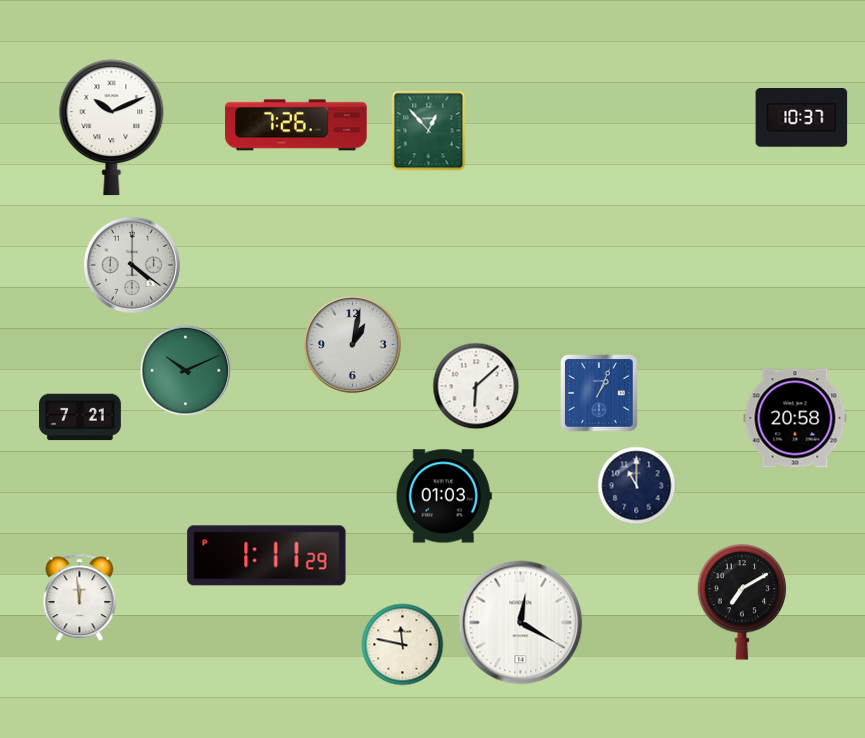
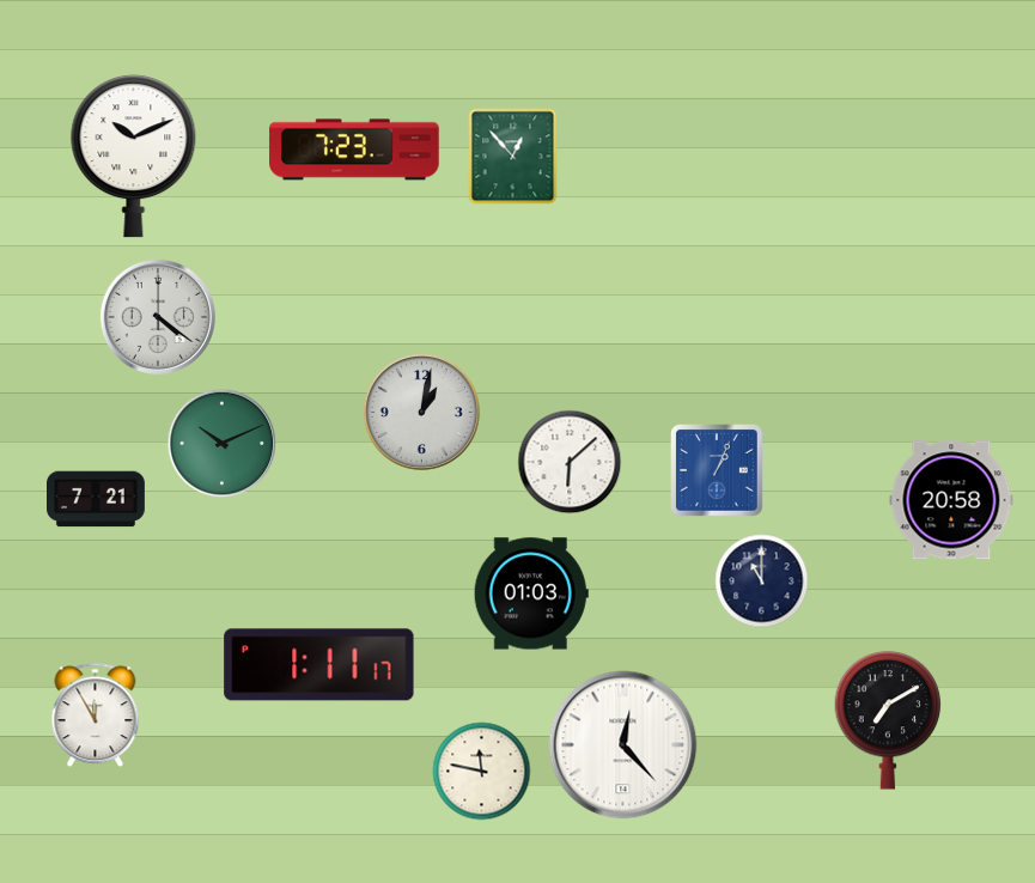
clock at (802, 118): 10:37 -> none
clock at (296, 125): 7:26 -> 7:23
clock at (112, 128) position: (112, 128) -> (134, 157)
clock at (267, 556): 1:11:29 -> 1:11:17
clock at (80, 598): 11:59 -> 11:55
clock at (521, 623): 12:20 -> 12:23
